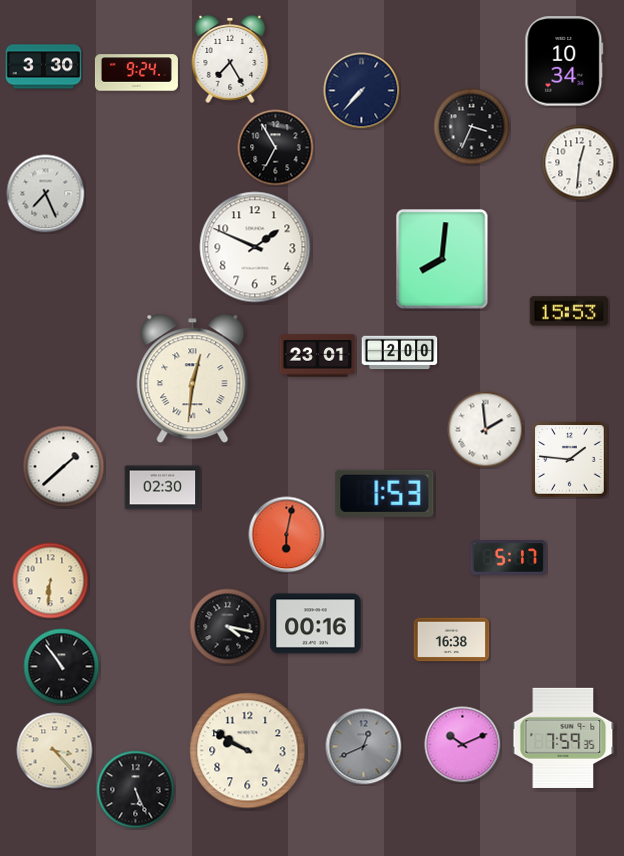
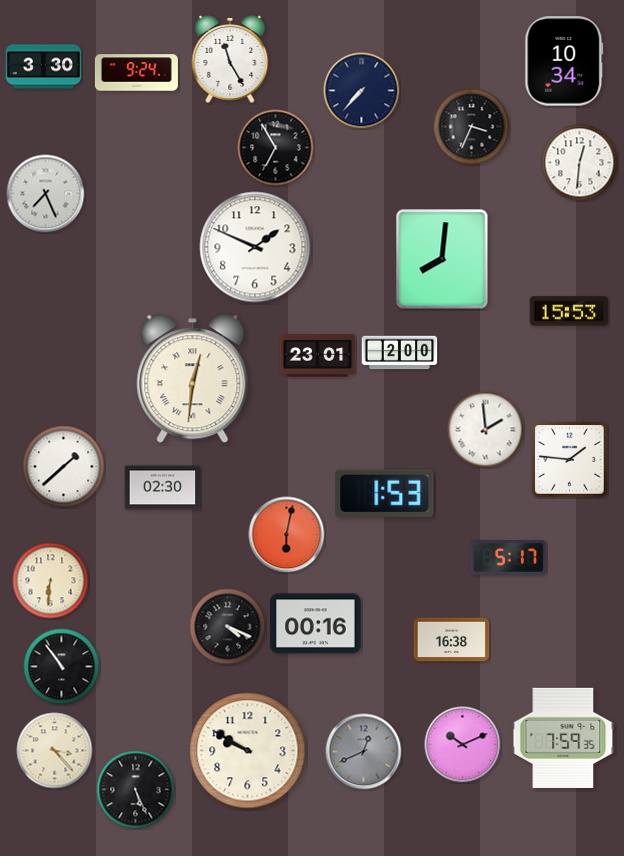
clock at (230, 59): 7:25 -> 11:25
clock at (228, 627): 4:17 -> 4:19
clock at (364, 747) position: (364, 747) -> (364, 752)
